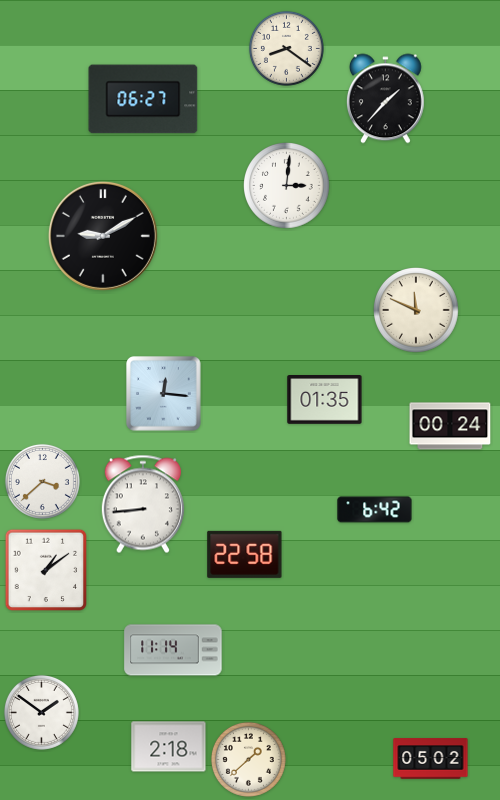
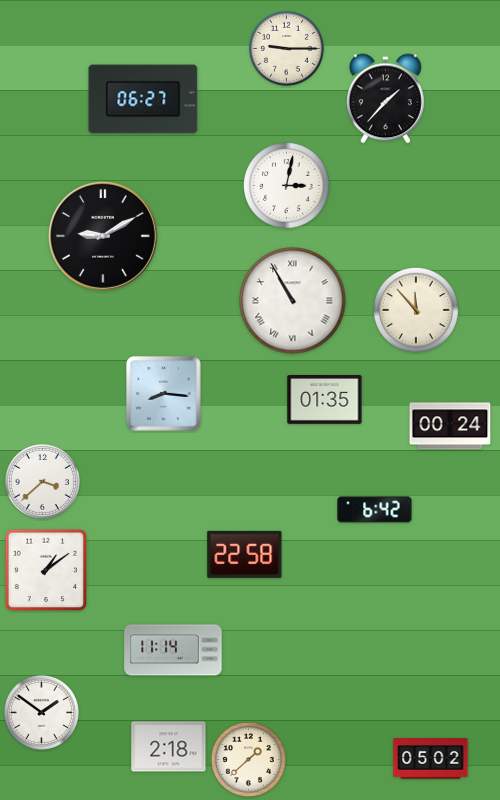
clock at (286, 48): 8:21 -> 9:15
clock at (287, 186): 3:01 -> 3:02
clock at (293, 301): none -> 10:55
clock at (417, 311): 11:49 -> 11:53
clock at (164, 394): 12:16 -> 8:16
clock at (143, 504): 8:44 -> none
